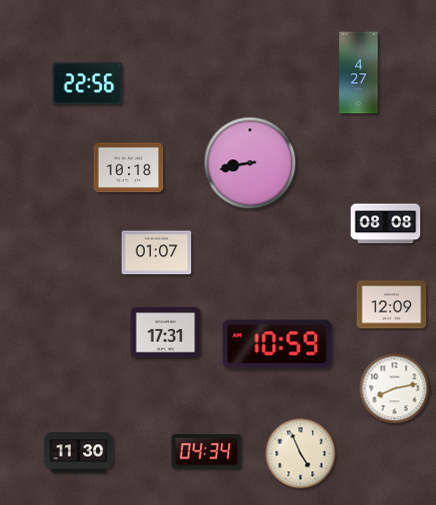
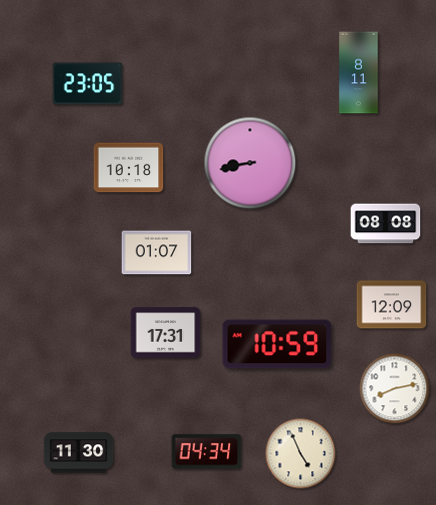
clock at (359, 73): 4:27 -> 8:11
clock at (88, 84): 22:56 -> 23:05
